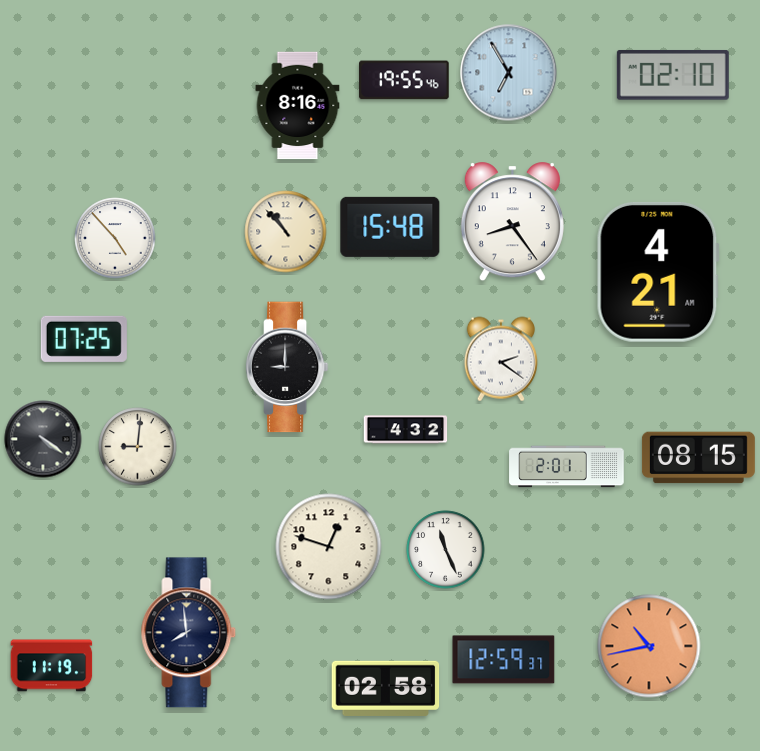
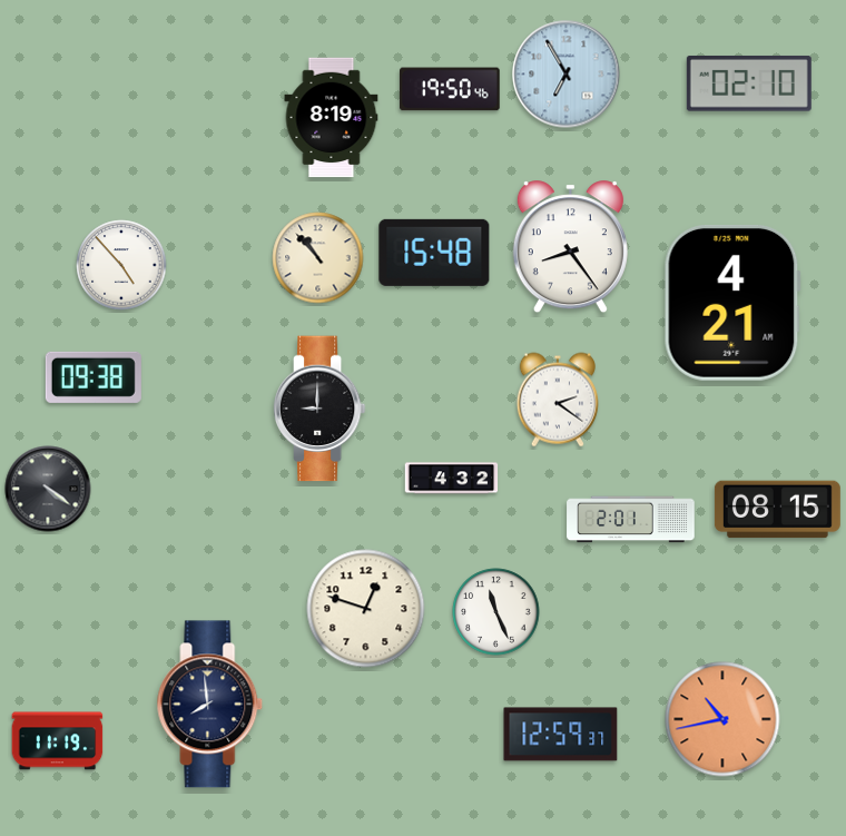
clock at (509, 73) position: (509, 73) -> (567, 75)
clock at (405, 80): 19:55 -> 19:50
clock at (298, 106): 8:16 -> 8:19
clock at (115, 238) position: (115, 238) -> (121, 265)
clock at (84, 339): 07:25 -> 09:38
clock at (138, 447): 9:01 -> none
clock at (386, 688): 02:58 -> none
